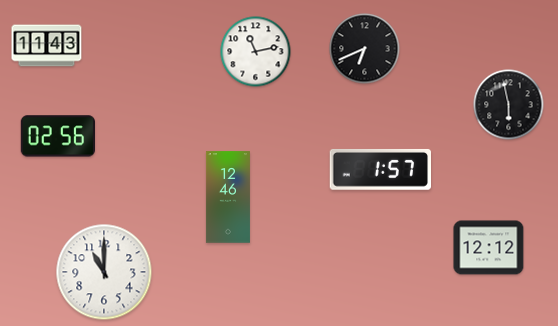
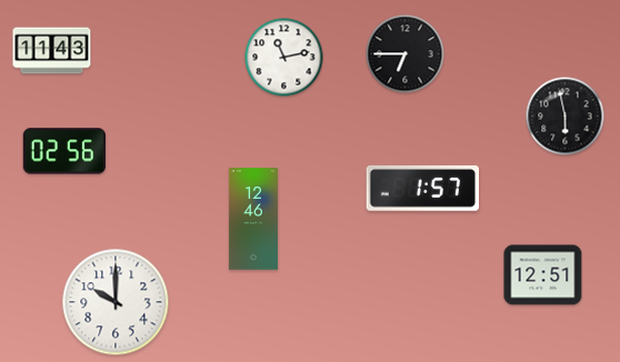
clock at (365, 49): 6:41 -> 6:45
clock at (489, 248): 12:12 -> 12:51
clock at (104, 272): 11:00 -> 10:00
